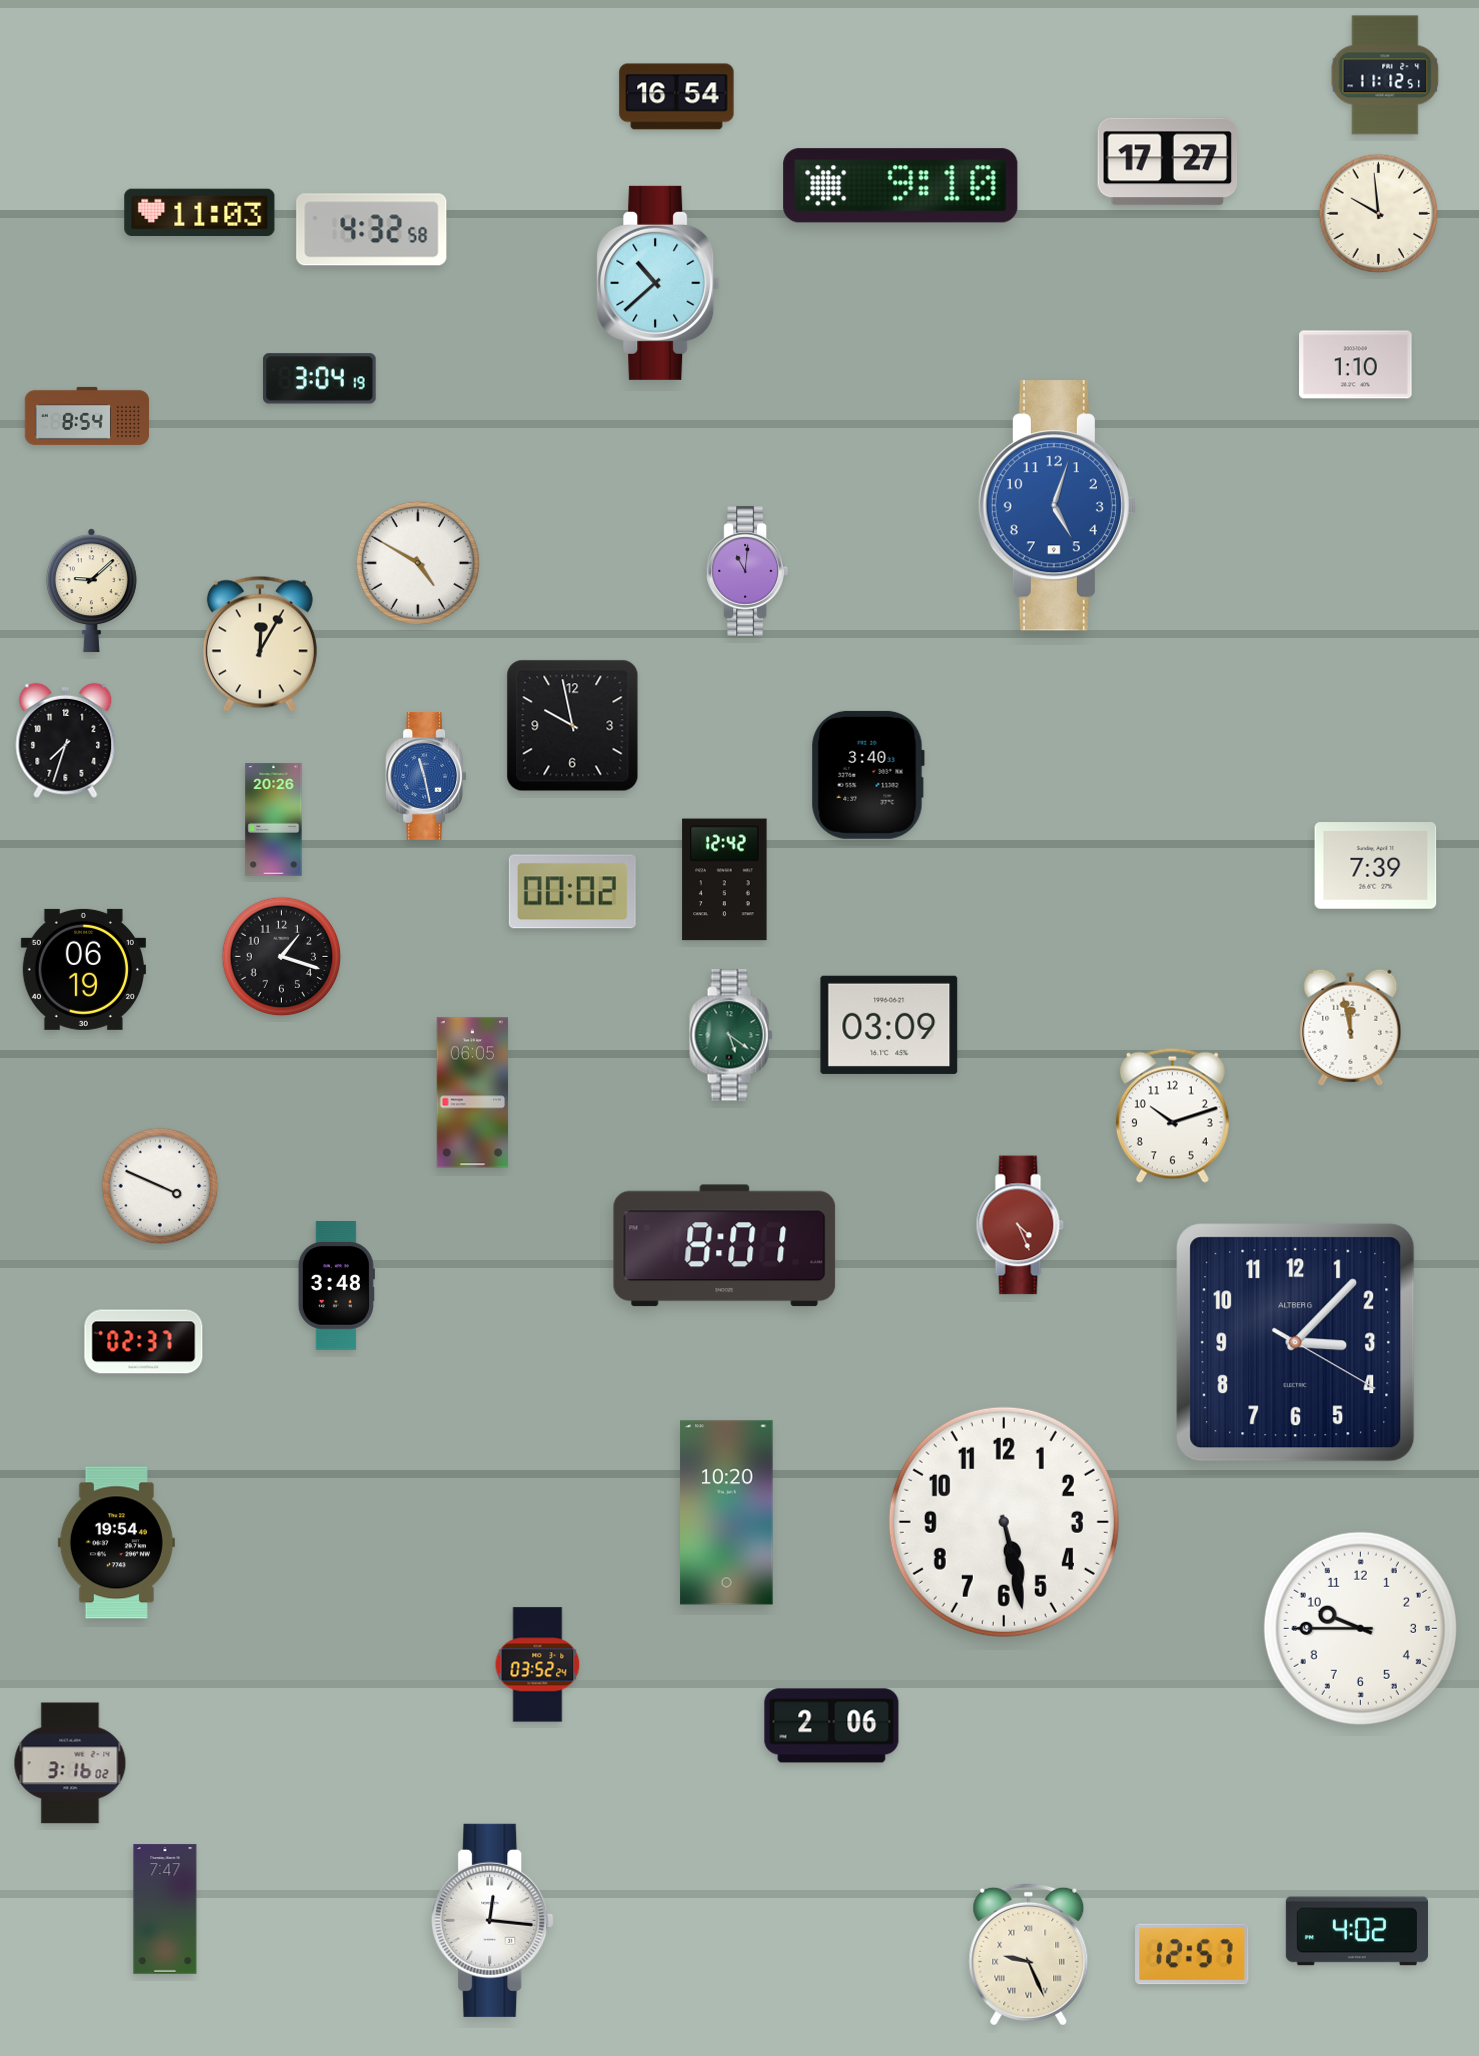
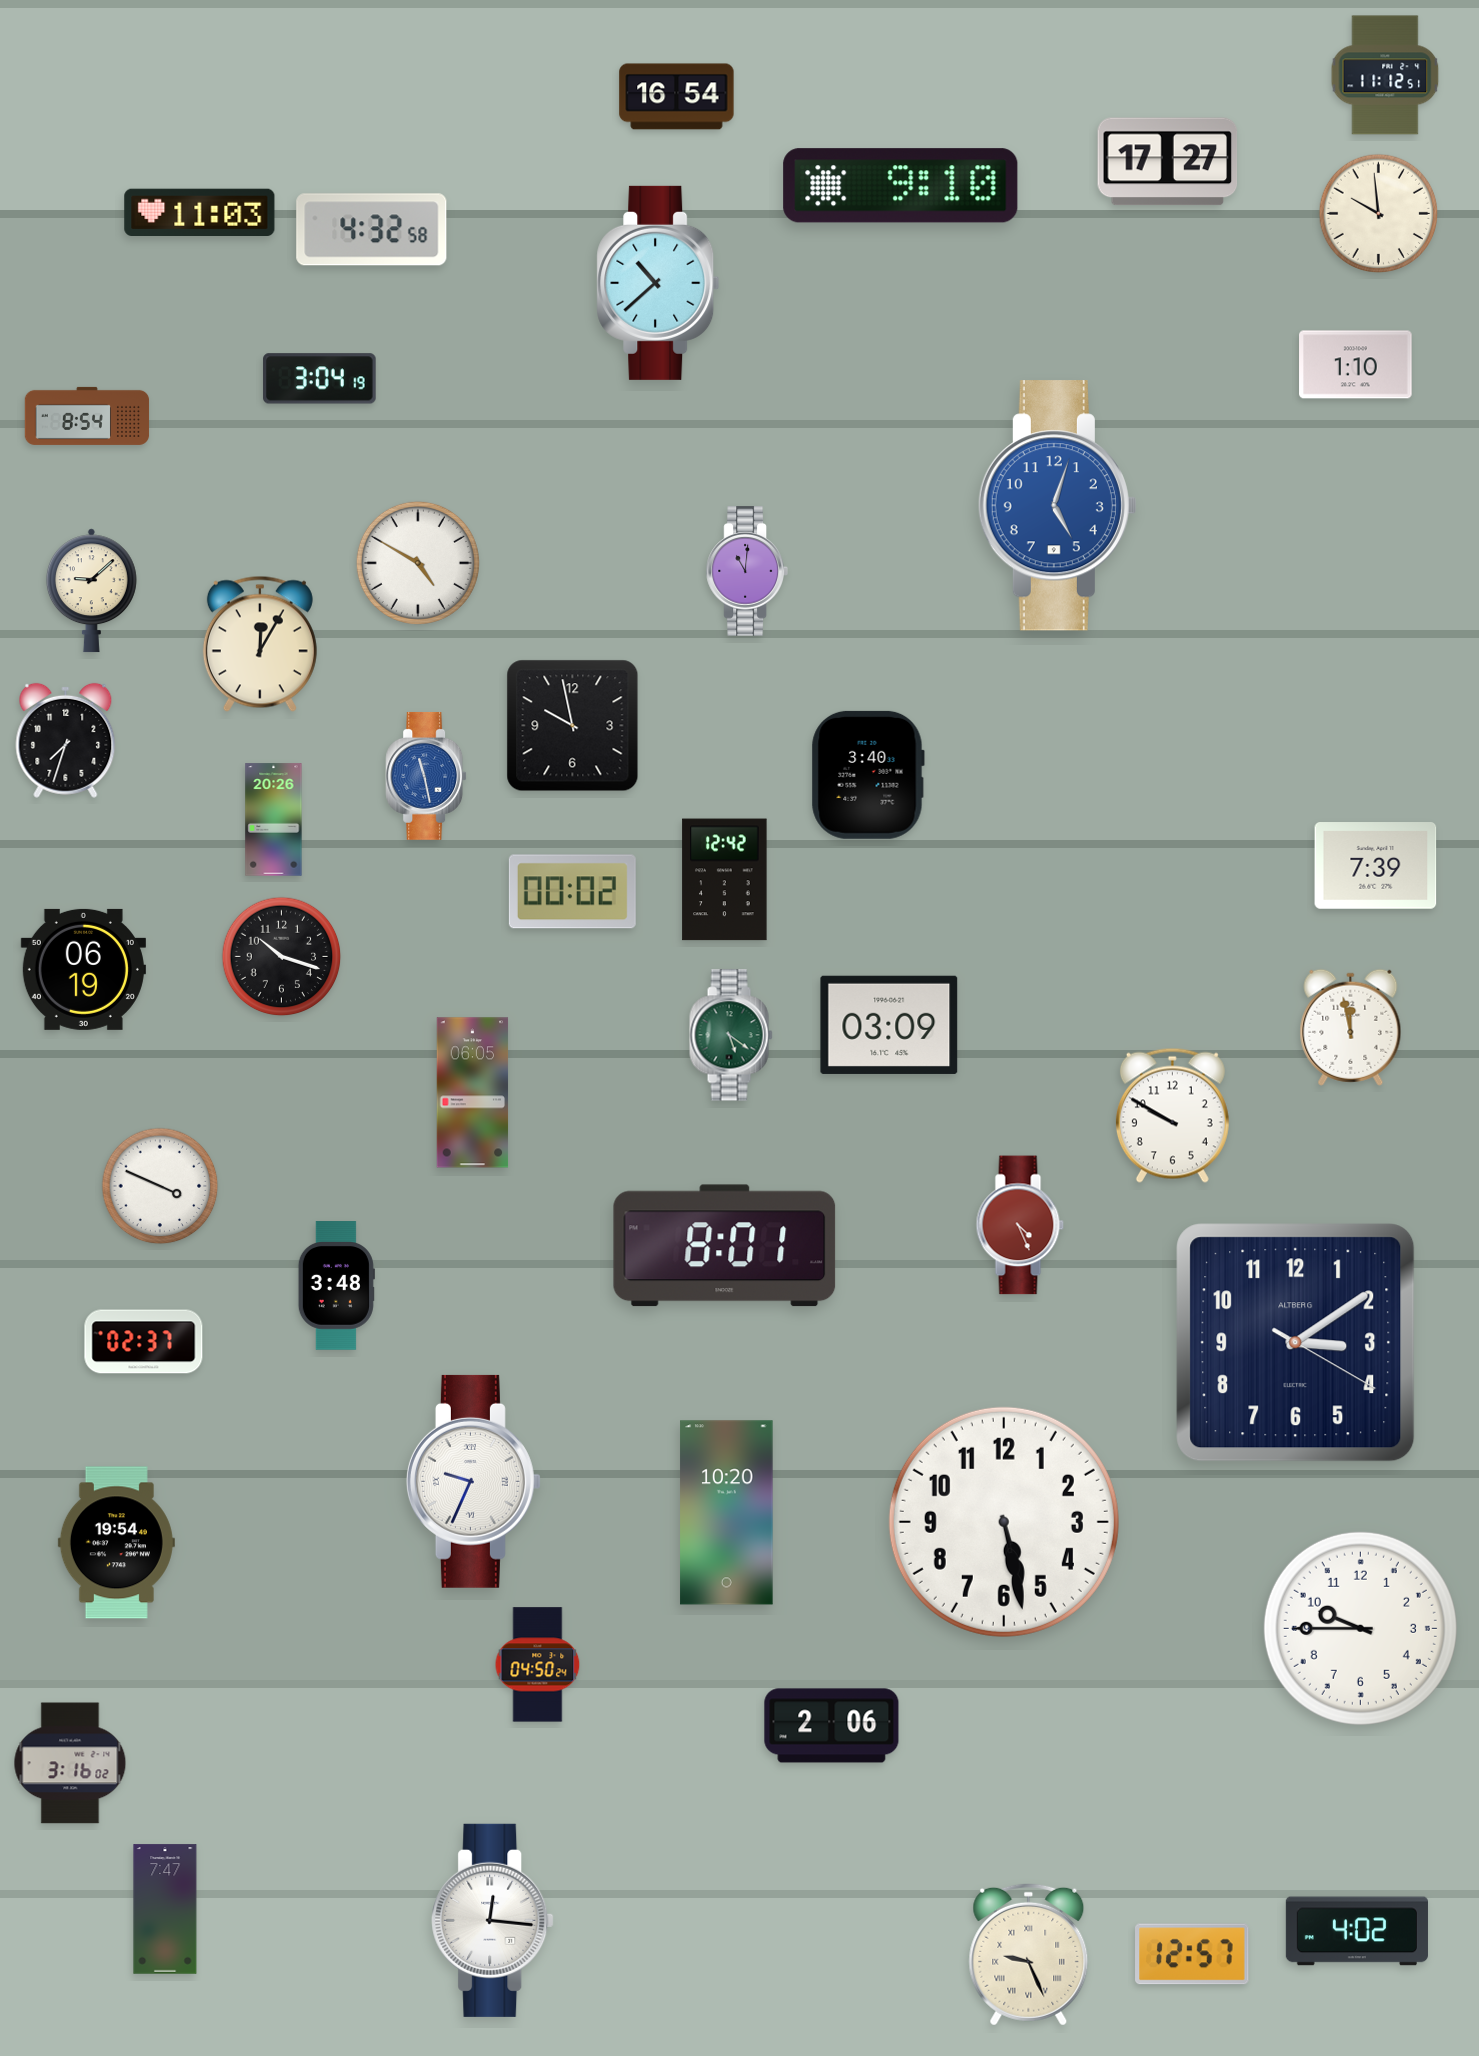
clock at (282, 957): 1:18 -> 10:18
clock at (1172, 1115): 10:12 -> 9:50
clock at (1296, 1343): 3:07 -> 3:09
clock at (473, 1481): none -> 9:34
clock at (538, 1665): 03:52 -> 04:50
